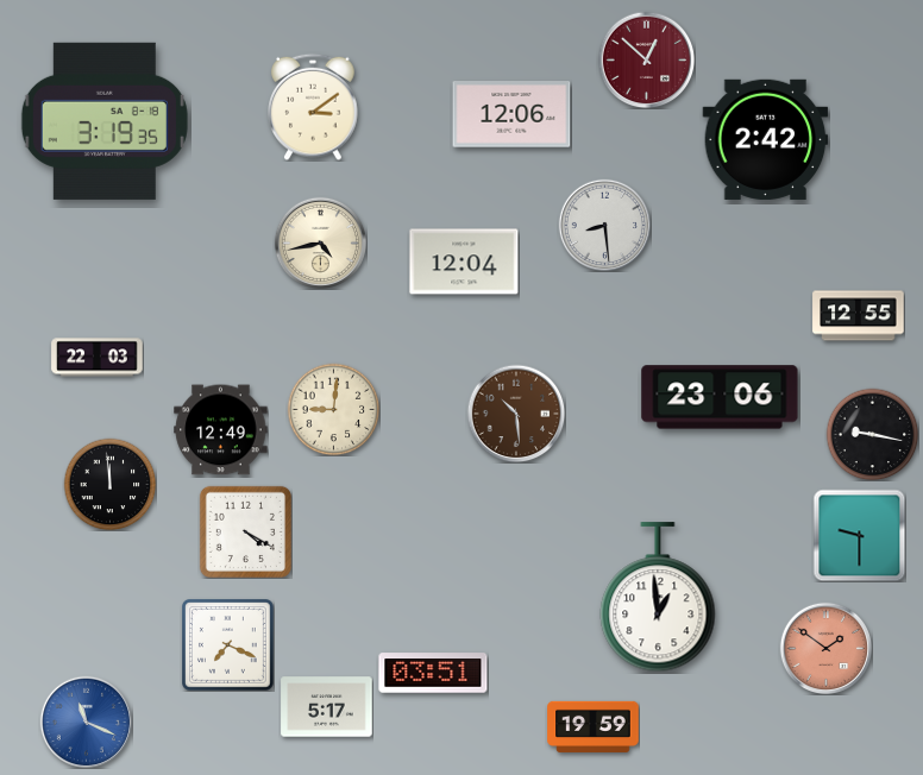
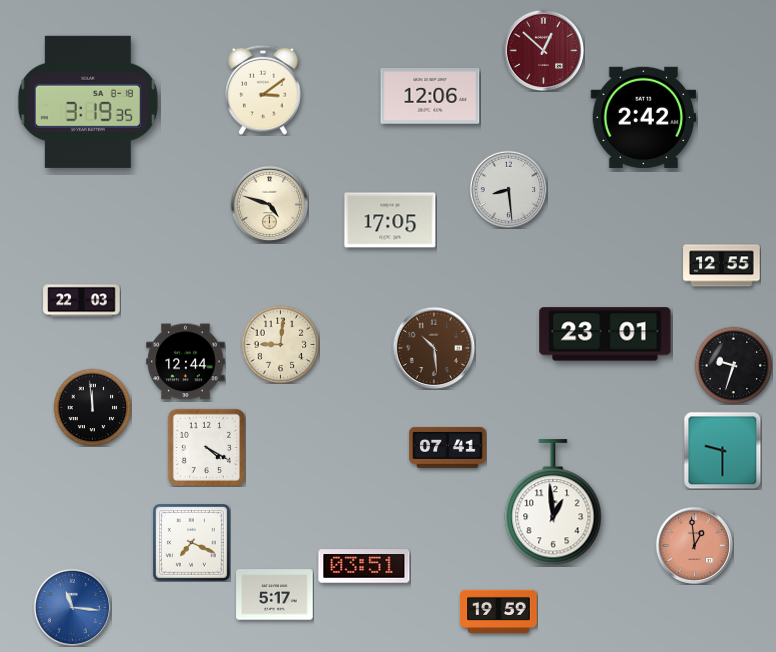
clock at (320, 242): 4:43 -> 4:48
clock at (464, 262): 12:04 -> 17:05
clock at (720, 397): 23:06 -> 23:01
clock at (221, 430): 12:49 -> 12:44
clock at (872, 434): 9:17 -> 9:33
clock at (448, 447): none -> 07:41
clock at (825, 648): 1:51 -> 12:59
clock at (86, 722): 11:19 -> 11:16
